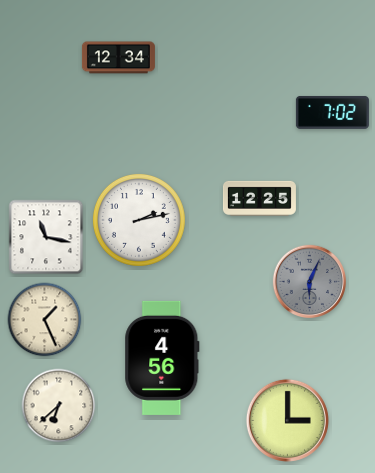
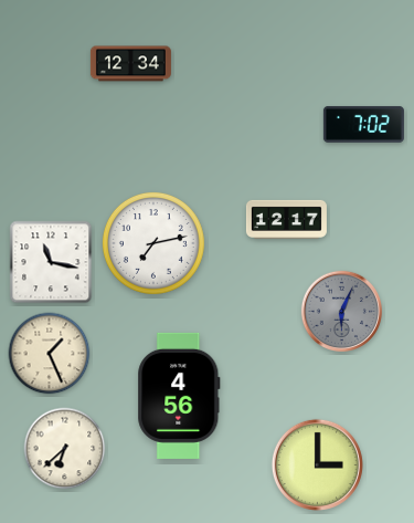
clock at (332, 112) position: (332, 112) -> (363, 124)
clock at (259, 198): 12:25 -> 12:17
clock at (139, 220): 2:13 -> 7:13
